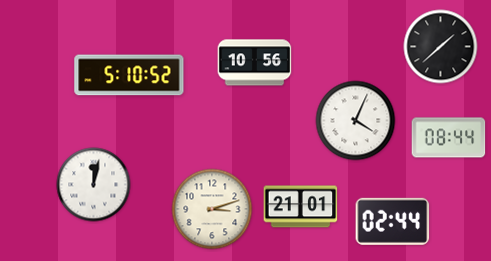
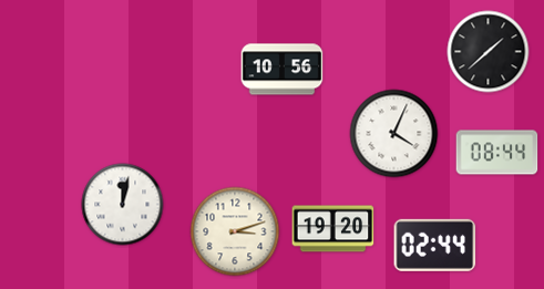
clock at (129, 75): 5:10 -> none
clock at (94, 185) position: (94, 185) -> (123, 205)
clock at (301, 207): 21:01 -> 19:20
